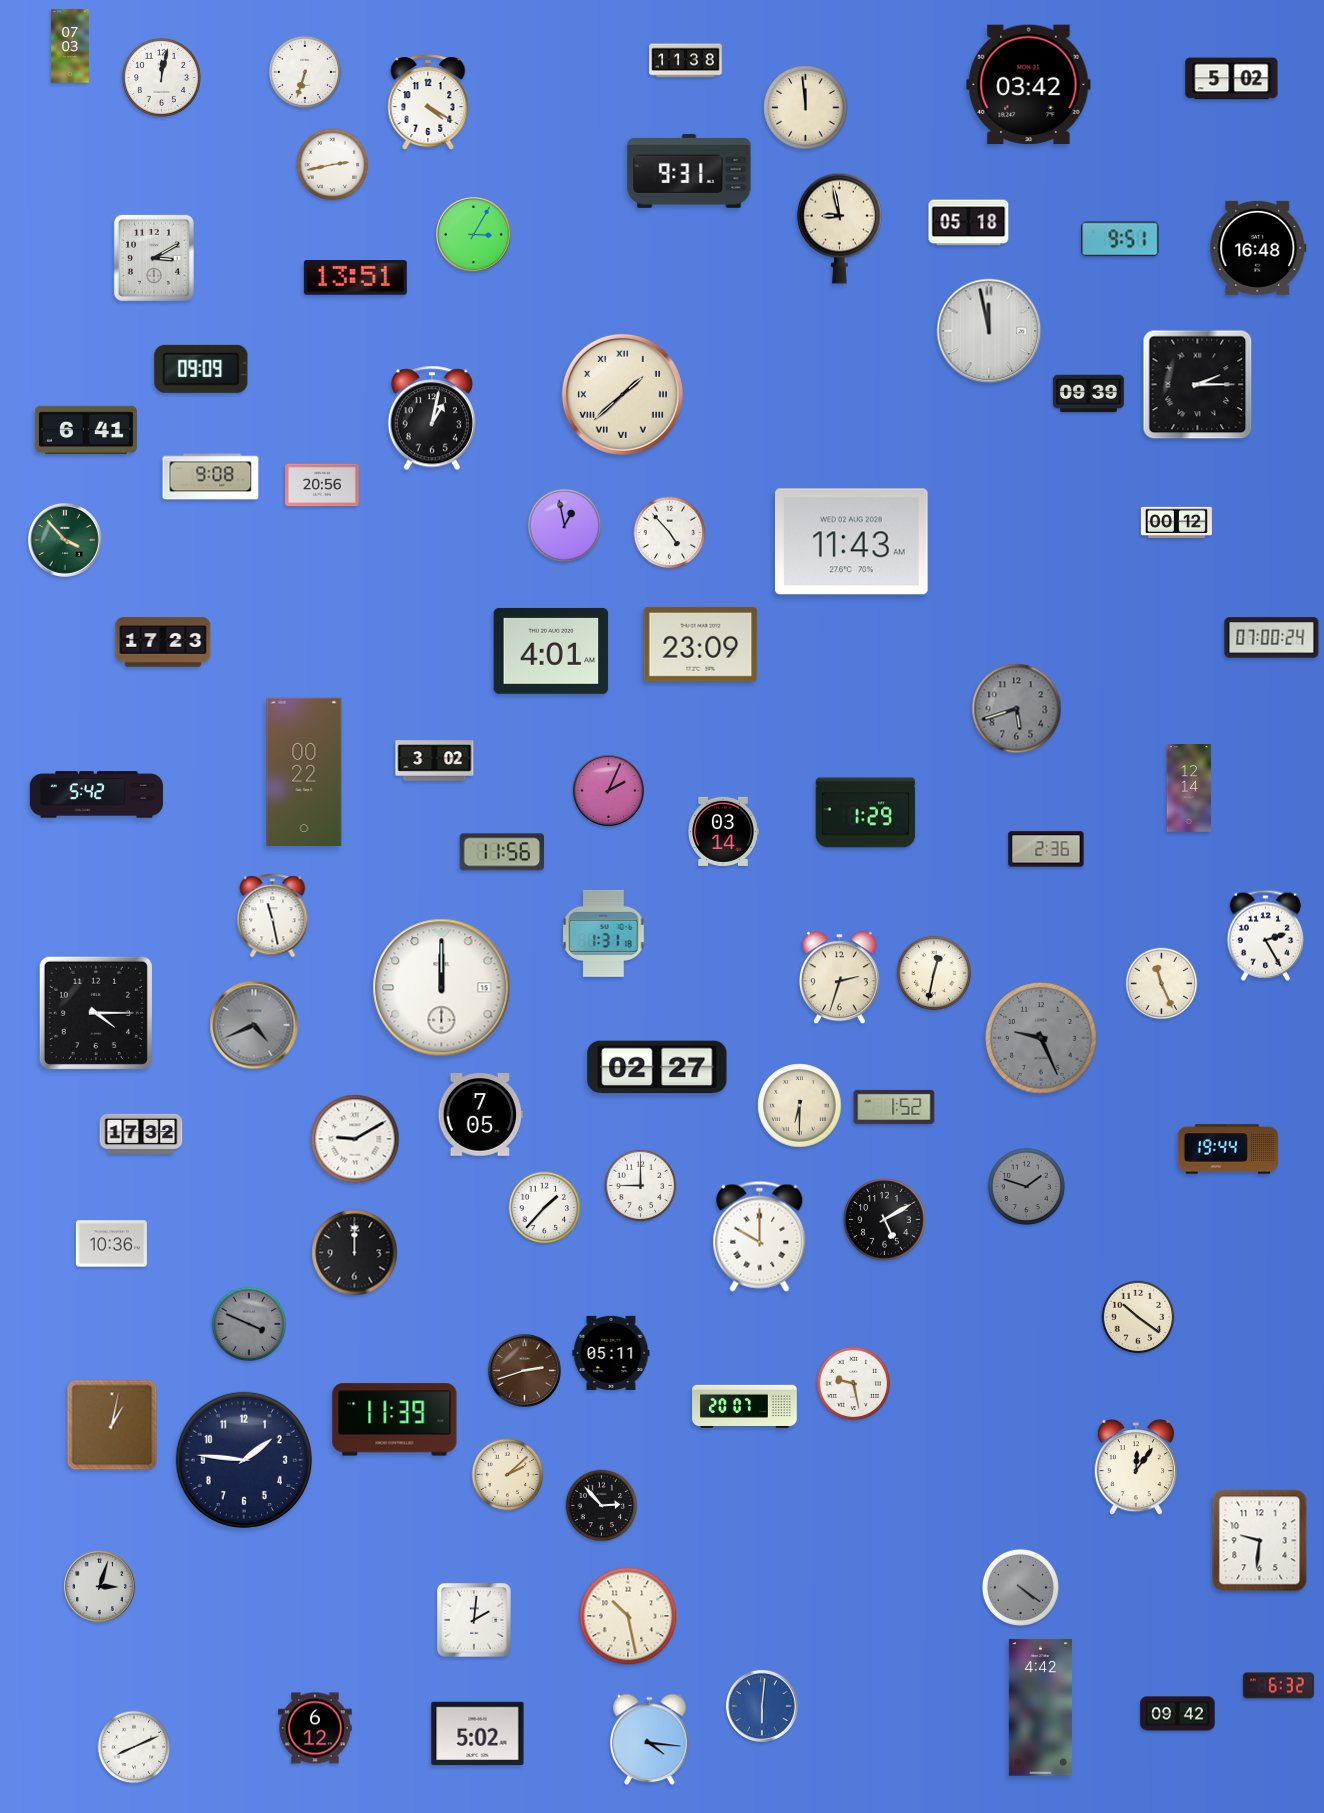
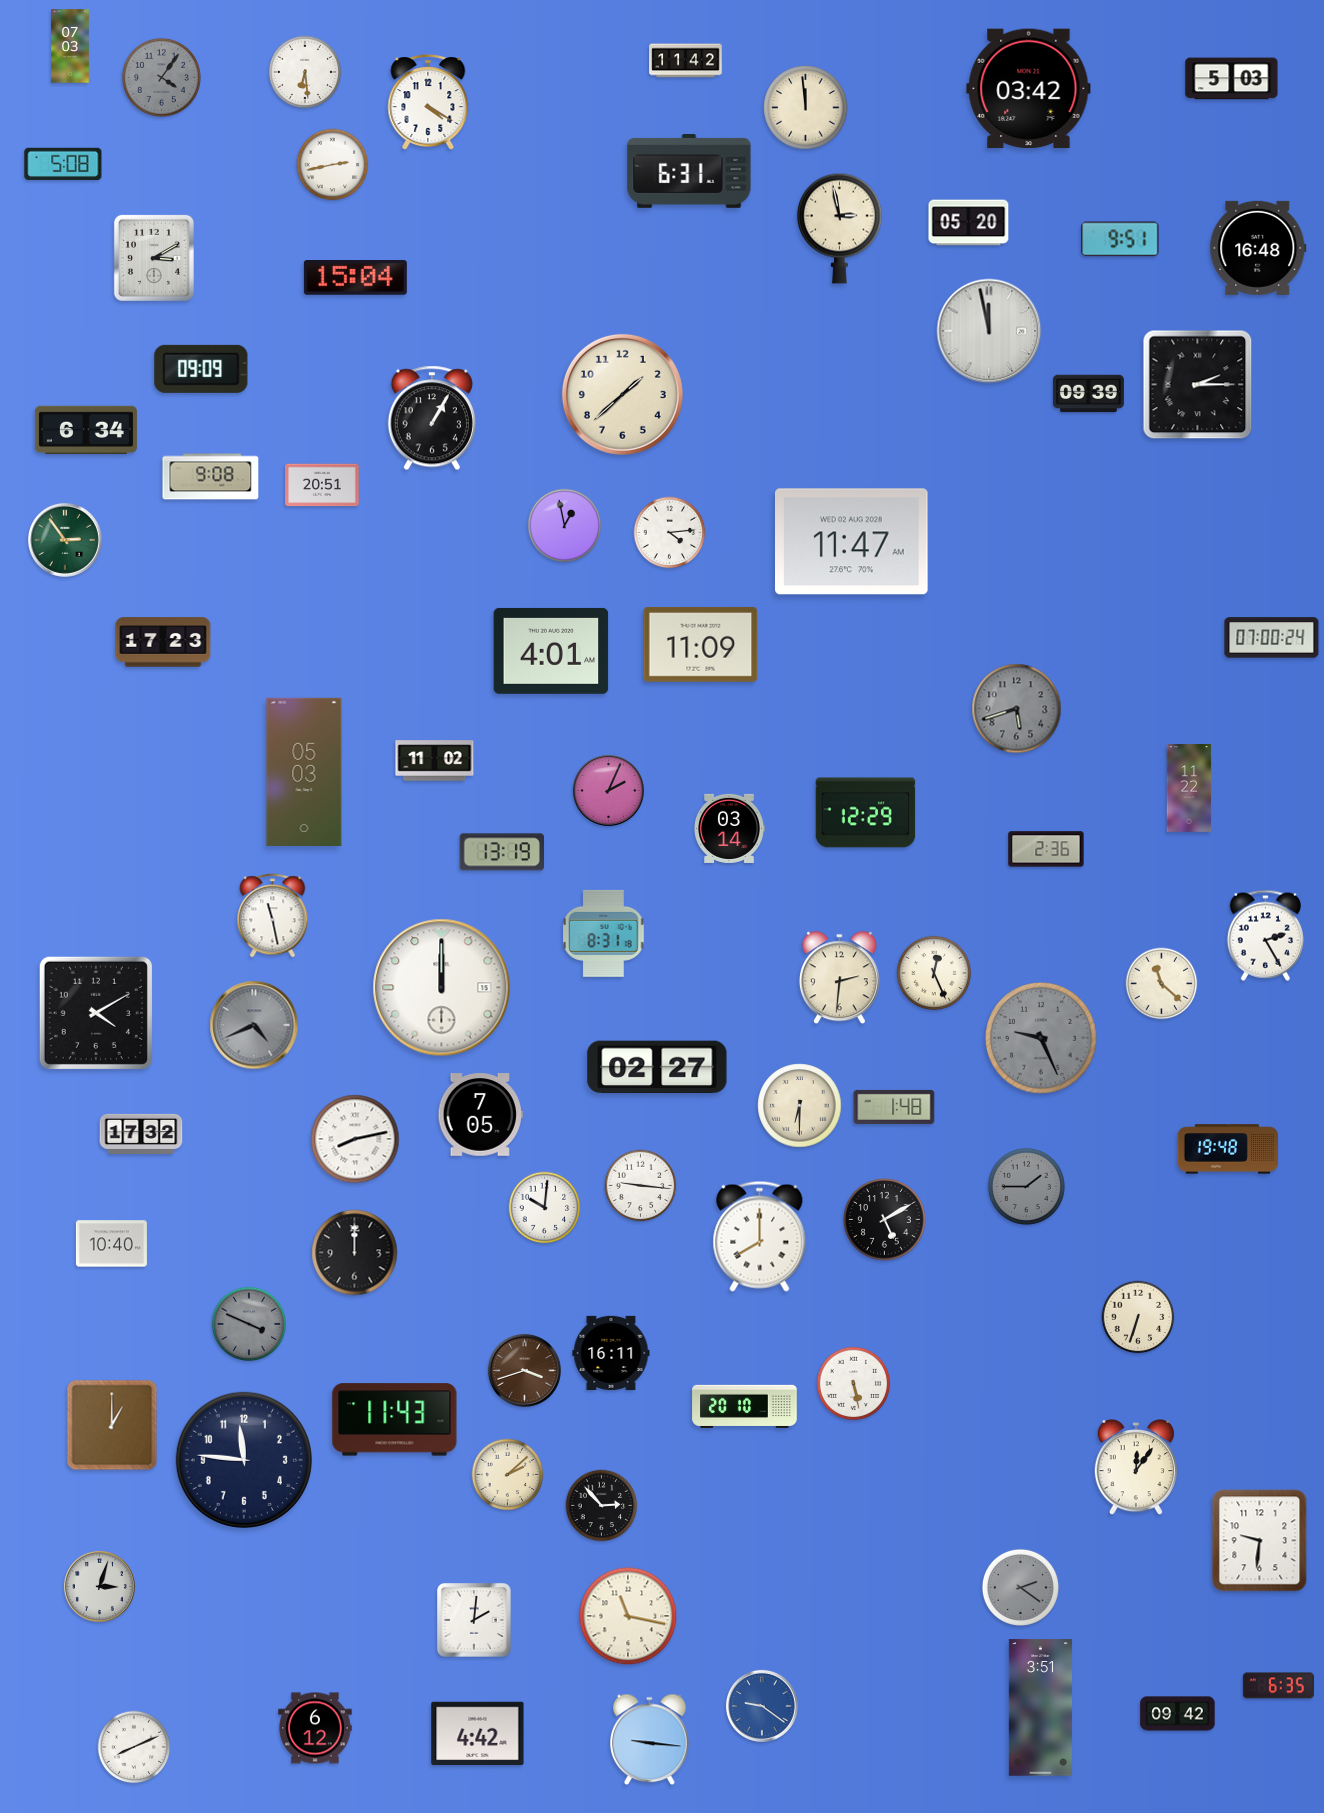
clock at (686, 61): 11:38 -> 11:42
clock at (305, 72): 6:33 -> 6:29
clock at (161, 77): 12:02 -> 4:06
clock at (161, 77) dial: white -> grey
clock at (1232, 79): 5:02 -> 5:03
clock at (1029, 85) position: (1029, 85) -> (1029, 89)
clock at (63, 163): none -> 5:08
clock at (689, 172): 9:31 -> 6:31
clock at (969, 223): 05:18 -> 05:20
clock at (839, 228): 8:58 -> 2:58
clock at (474, 235): 3:05 -> none
clock at (355, 278): 13:51 -> 15:04
clock at (622, 394) numerals: Roman -> Arabic
clock at (432, 418): 1:02 -> 1:05
clock at (86, 430): 6:41 -> 6:34
clock at (322, 485): 20:56 -> 20:51
clock at (1176, 522): 00:12 -> none
clock at (670, 533): 4:53 -> 4:14
clock at (65, 540): 3:53 -> 2:54
clock at (852, 542): 11:43 -> 11:47
clock at (701, 644): 23:09 -> 11:09
clock at (435, 761): 3:02 -> 11:02
clock at (304, 772): 00:22 -> 05:03
clock at (1189, 789): 12:14 -> 11:22
clock at (96, 795): 5:42 -> none
clock at (866, 813): 1:29 -> 12:29
clock at (723, 831) position: (723, 831) -> (729, 828)
clock at (501, 852): 11:56 -> 13:19
clock at (604, 933): 1:31 -> 8:31
clock at (934, 973): 12:32 -> 12:26
clock at (839, 978): 2:33 -> 2:31
clock at (1162, 984): 11:26 -> 11:22
clock at (96, 1013): 4:15 -> 4:10
clock at (894, 1107): 1:52 -> 1:48
clock at (355, 1139): 9:10 -> 8:13
clock at (1228, 1149): 19:44 -> 19:48
clock at (641, 1186): 9:00 -> 9:16
clock at (1026, 1186): 1:48 -> 1:45
clock at (545, 1208): 1:37 -> 10:01
clock at (760, 1236): 10:00 -> 8:00
clock at (111, 1244): 10:36 -> 10:40
clock at (1138, 1317): 10:21 -> 6:33
clock at (611, 1353): 05:11 -> 16:11
clock at (524, 1370): 2:42 -> 3:42
clock at (854, 1384): 9:28 -> 5:28
clock at (745, 1406): 20:07 -> 20:10
clock at (395, 1420): 11:39 -> 11:43
clock at (112, 1425): 1:02 -> 1:00
clock at (244, 1460): 1:46 -> 11:46
clock at (1020, 1587): 4:21 -> 2:21
clock at (628, 1616): 10:28 -> 11:17
clock at (1278, 1686): 6:32 -> 6:35
clock at (762, 1706): 6:01 -> 9:21
clock at (1040, 1708): 4:42 -> 3:51
clock at (478, 1734): 5:02 -> 4:42
clock at (650, 1740): 4:16 -> 9:16
